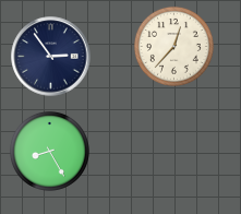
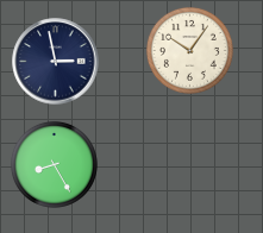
clock at (173, 46): 12:37 -> 10:06
clock at (51, 57): 2:54 -> 2:58
